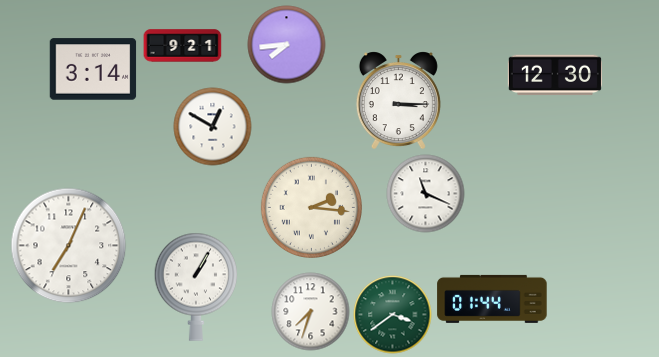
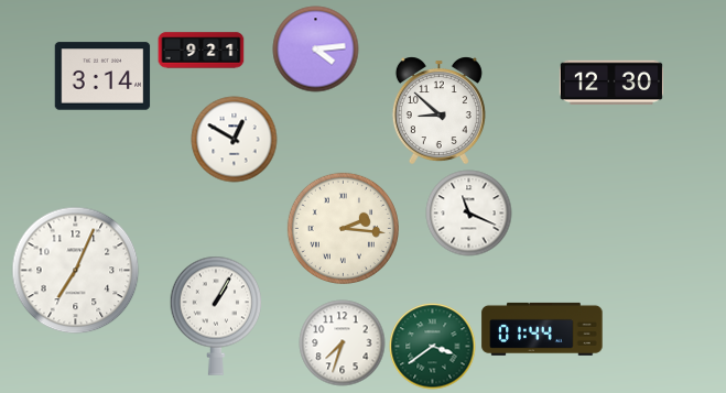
clock at (286, 44): 7:44 -> 4:14
clock at (398, 100): 3:15 -> 8:52
